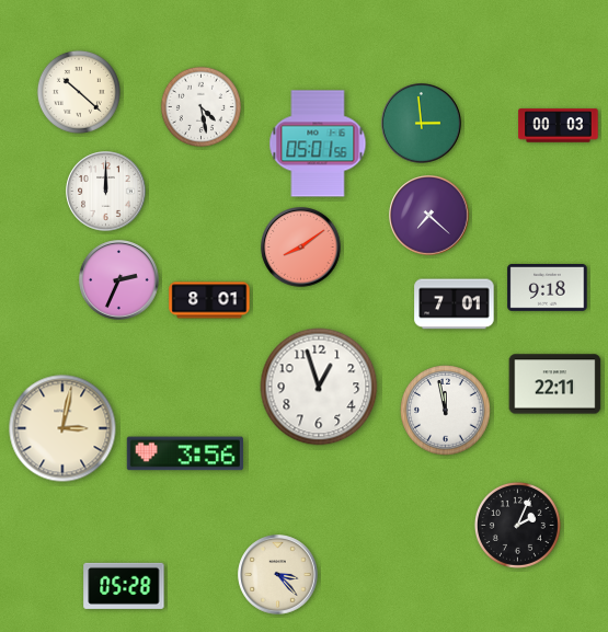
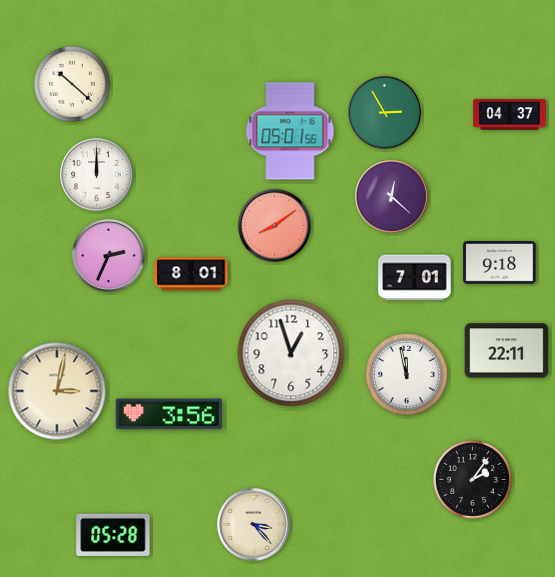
clock at (200, 106): 4:28 -> none
clock at (422, 124): 2:59 -> 2:55
clock at (559, 126): 00:03 -> 04:37
clock at (429, 216): 7:22 -> 12:22
clock at (517, 525): 2:04 -> 2:06
